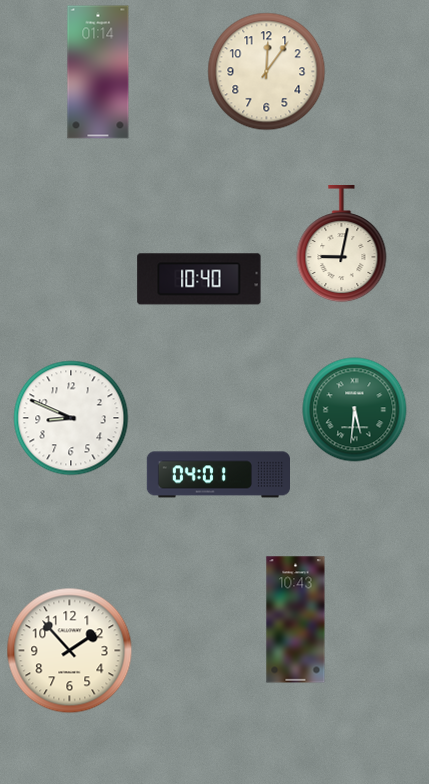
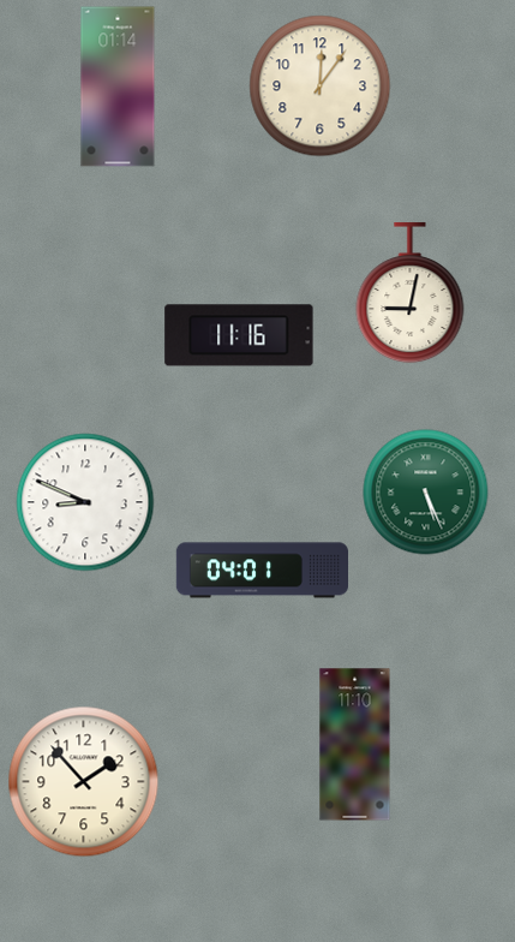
clock at (199, 279): 10:40 -> 11:16
clock at (355, 410): 5:31 -> 5:26
clock at (296, 620): 10:43 -> 11:10
